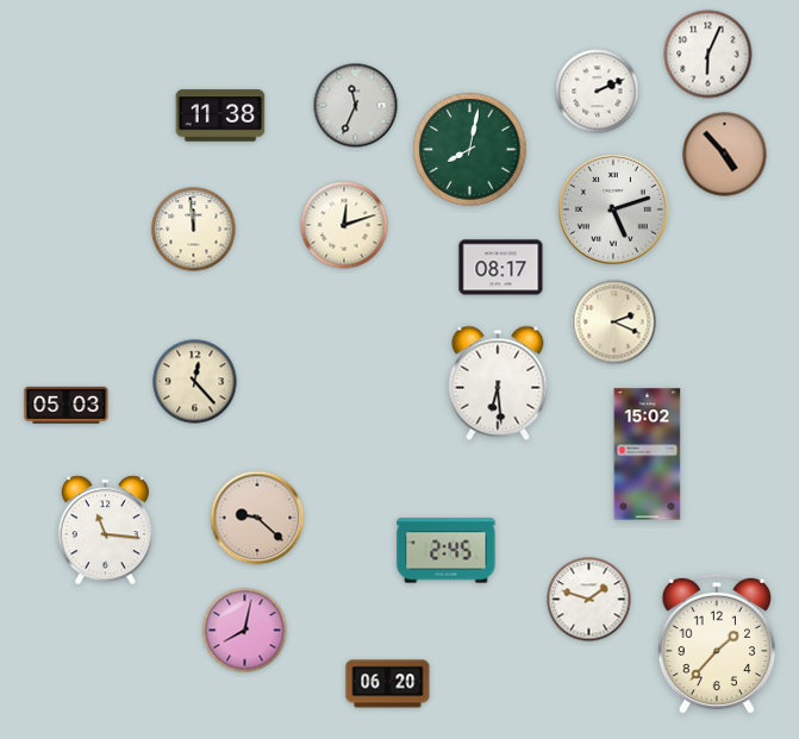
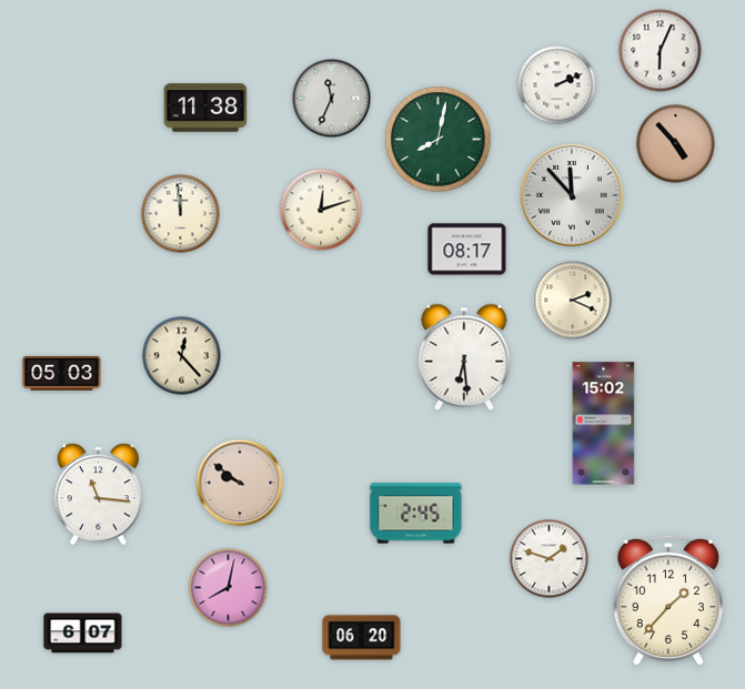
clock at (614, 211): 5:12 -> 11:53
clock at (67, 405) position: (67, 405) -> (62, 373)
clock at (257, 518): 9:22 -> 9:51
clock at (83, 634): none -> 6:07
